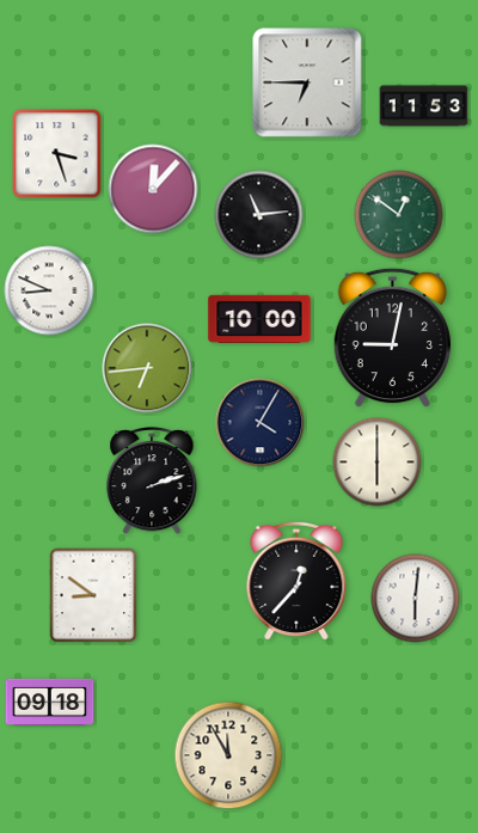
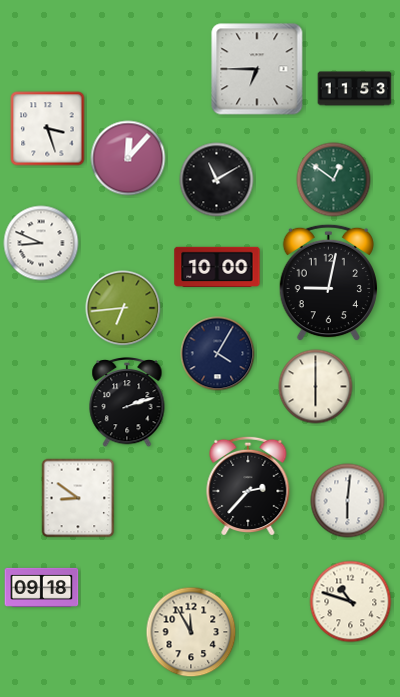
clock at (259, 215): 11:14 -> 11:10
clock at (296, 580): 12:37 -> 2:37
clock at (351, 602): none -> 10:48
